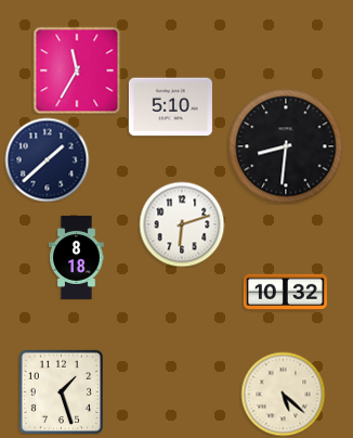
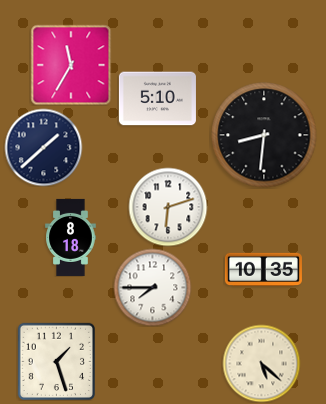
clock at (285, 292): 10:32 -> 10:35
clock at (152, 287): none -> 7:45
